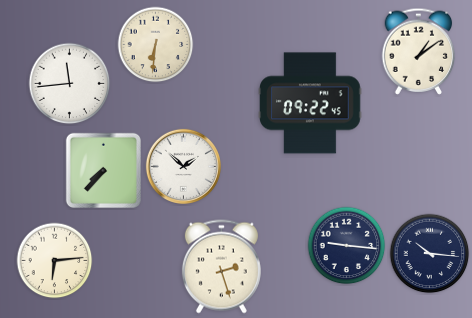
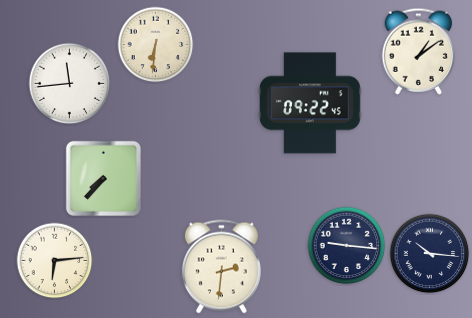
clock at (183, 166): 1:52 -> none
clock at (103, 170) position: (103, 170) -> (103, 178)
clock at (221, 267): 2:27 -> 2:31
